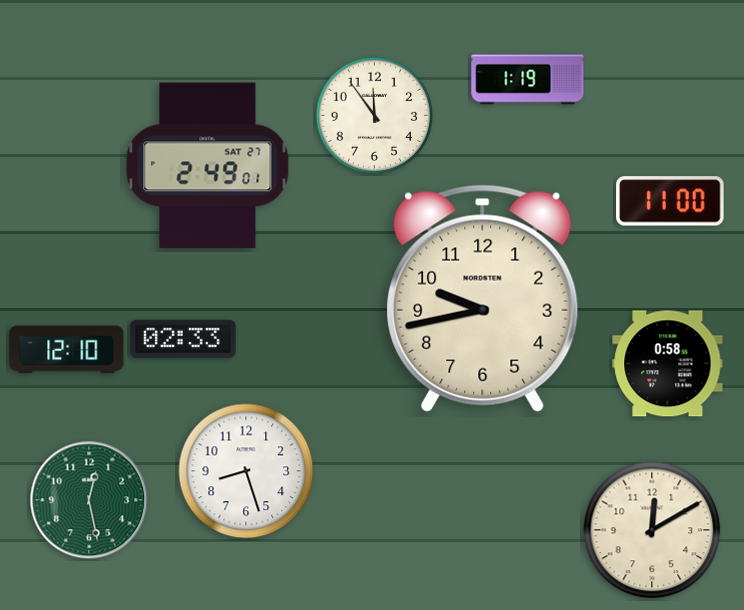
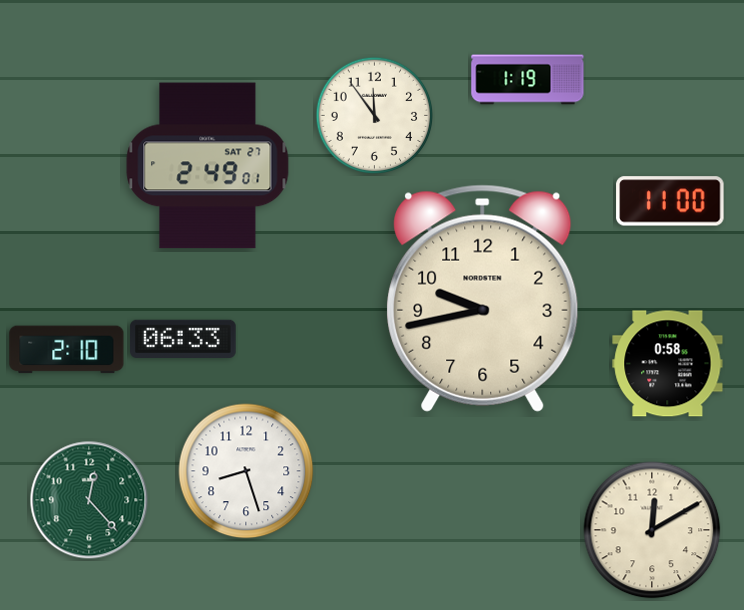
clock at (183, 338): 02:33 -> 06:33
clock at (67, 350): 12:10 -> 2:10
clock at (89, 500): 12:28 -> 12:23
